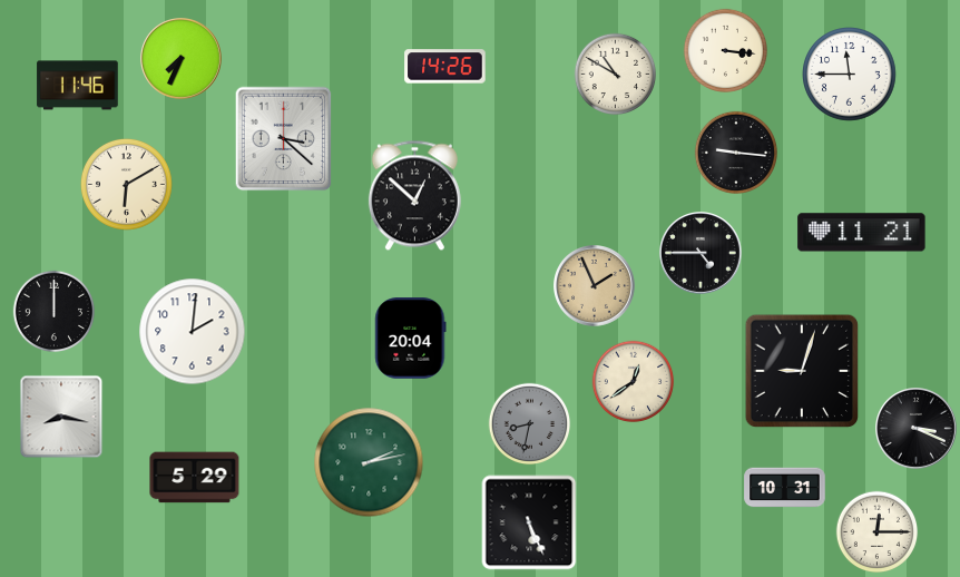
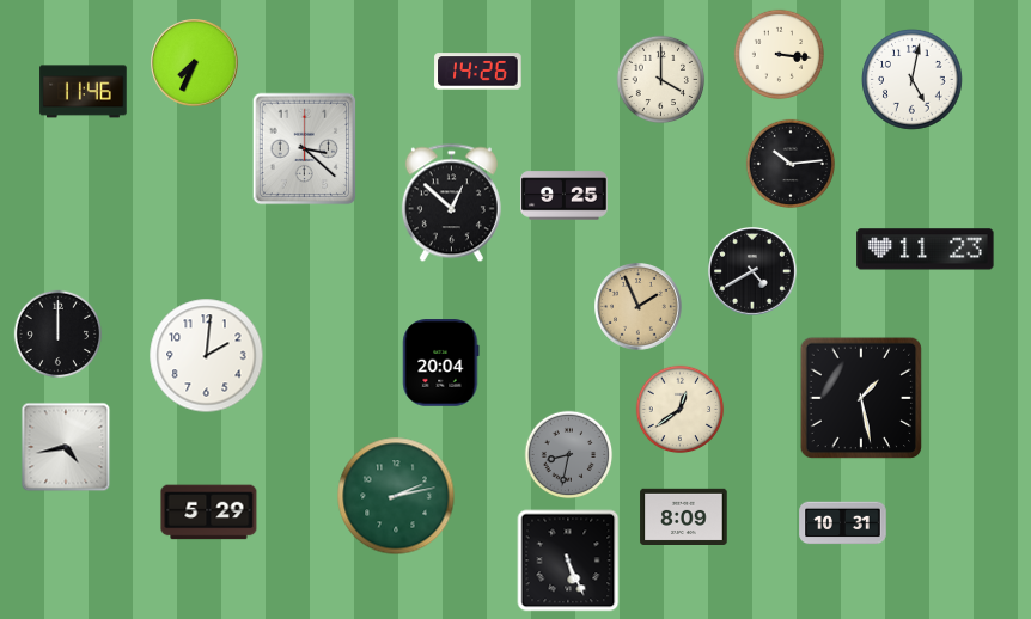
clock at (616, 75): 10:50 -> 4:00
clock at (850, 75): 11:45 -> 5:02
clock at (735, 151): 9:16 -> 10:14
clock at (565, 196): none -> 9:25
clock at (126, 184): 6:10 -> none
clock at (414, 196) position: (414, 196) -> (451, 203)
clock at (862, 233): 11:21 -> 11:23
clock at (702, 254): 4:45 -> 4:40
clock at (802, 371): 9:03 -> 1:28
clock at (61, 417): 8:17 -> 4:43
clock at (917, 429): 3:19 -> none
clock at (684, 517): none -> 8:09
clock at (878, 532): 12:15 -> none
